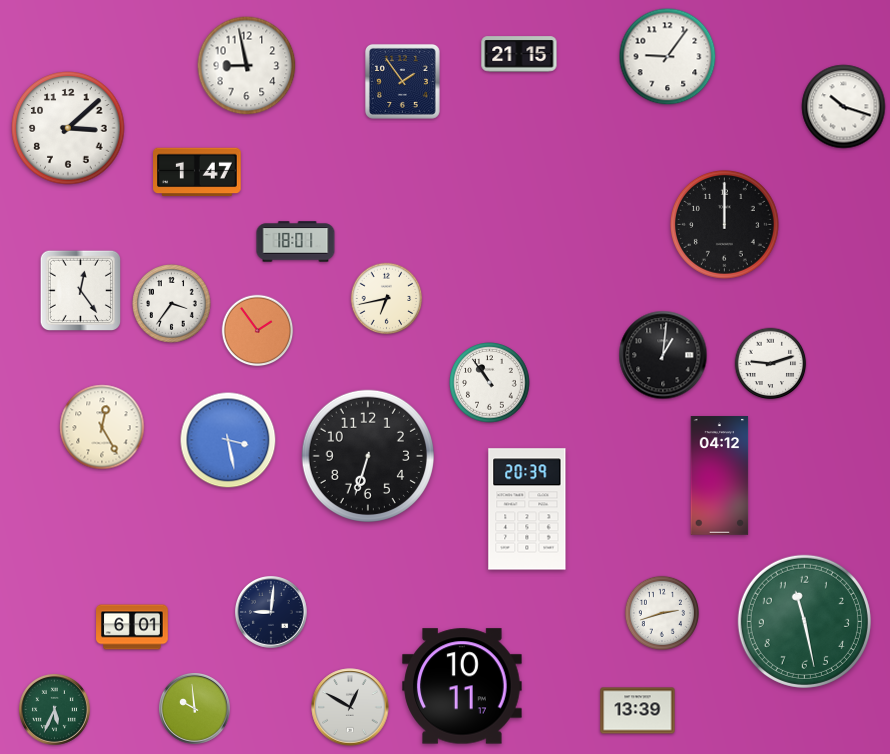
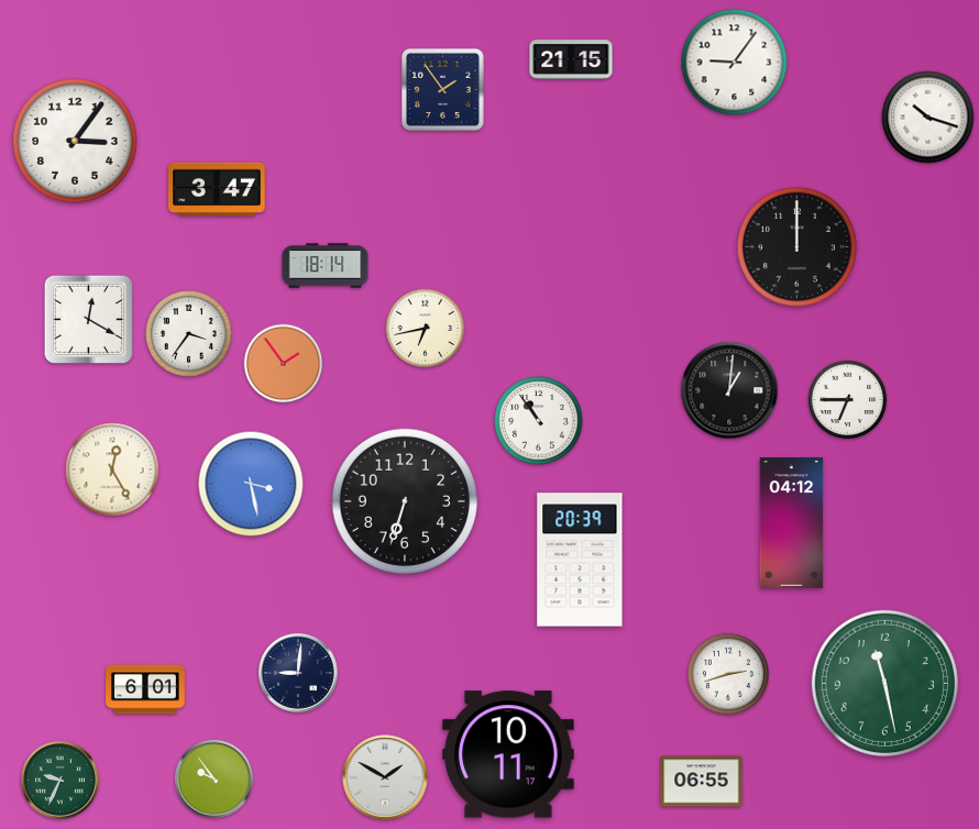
clock at (247, 66): 8:58 -> none
clock at (68, 128): 3:08 -> 3:06
clock at (197, 172): 1:47 -> 3:47
clock at (296, 242): 18:01 -> 18:14
clock at (80, 290): 12:24 -> 12:20
clock at (771, 364): 9:12 -> 6:45
clock at (350, 707): 12:50 -> 1:50
clock at (194, 708): 9:59 -> 9:54
clock at (54, 709): 5:34 -> 9:34
clock at (638, 711): 13:39 -> 06:55
